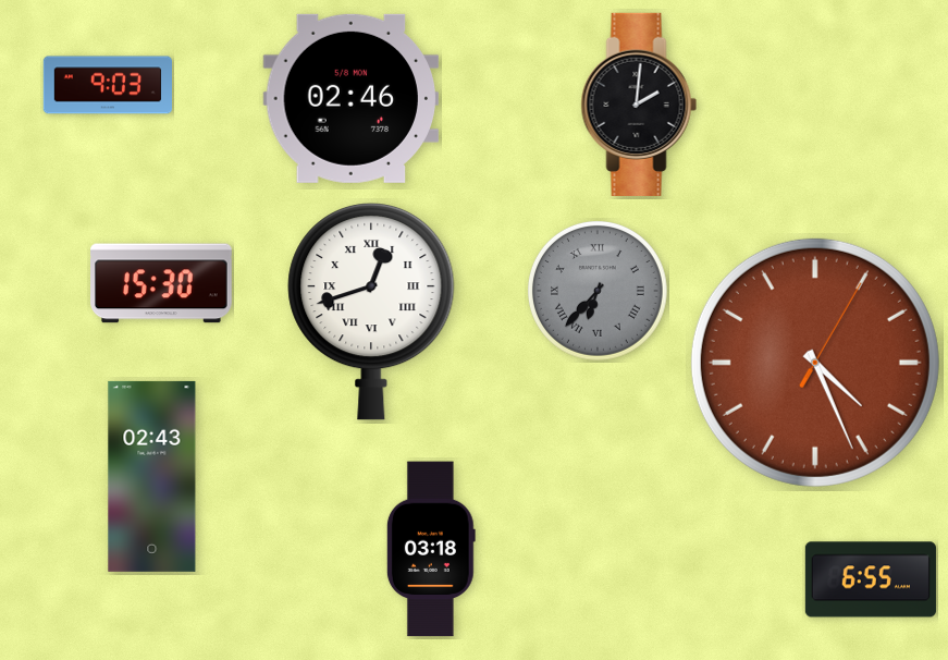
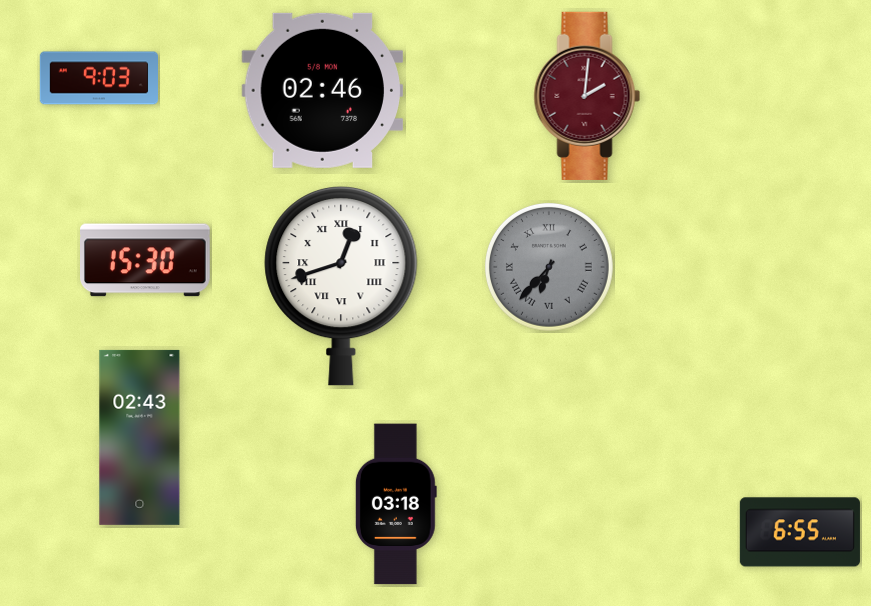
clock at (639, 105) dial: black -> burgundy
clock at (162, 283) position: (162, 283) -> (146, 260)
clock at (815, 363): 4:26 -> none
